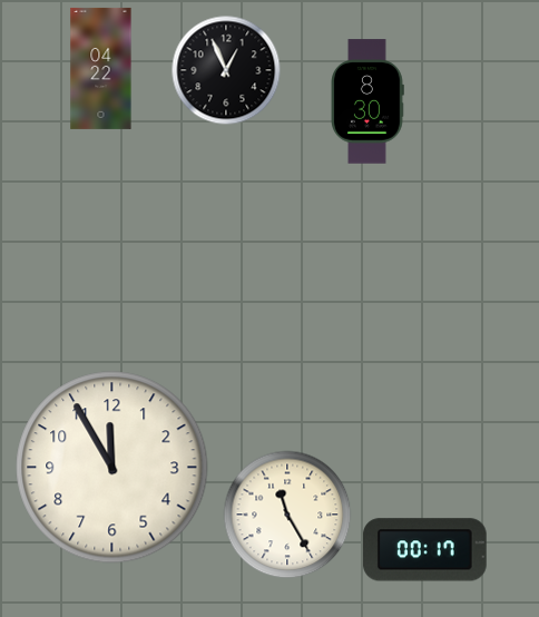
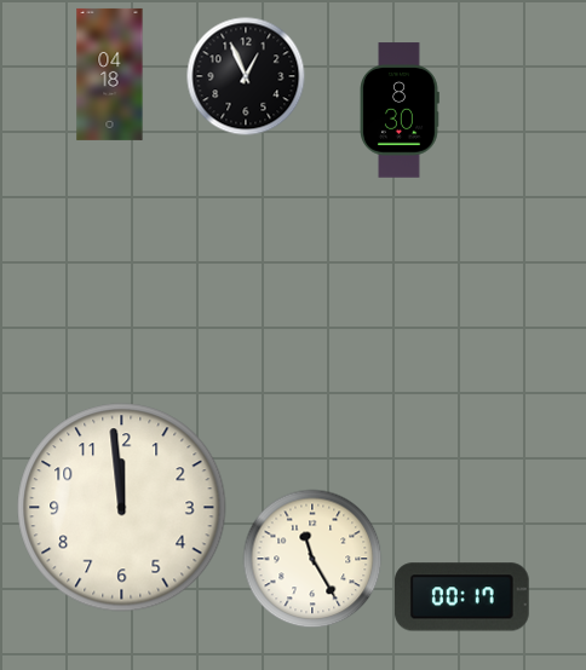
clock at (101, 68): 04:22 -> 04:18
clock at (112, 468): 11:55 -> 11:59
